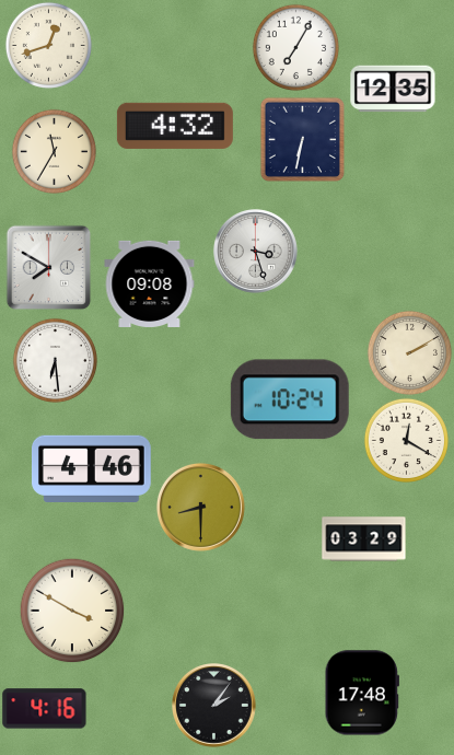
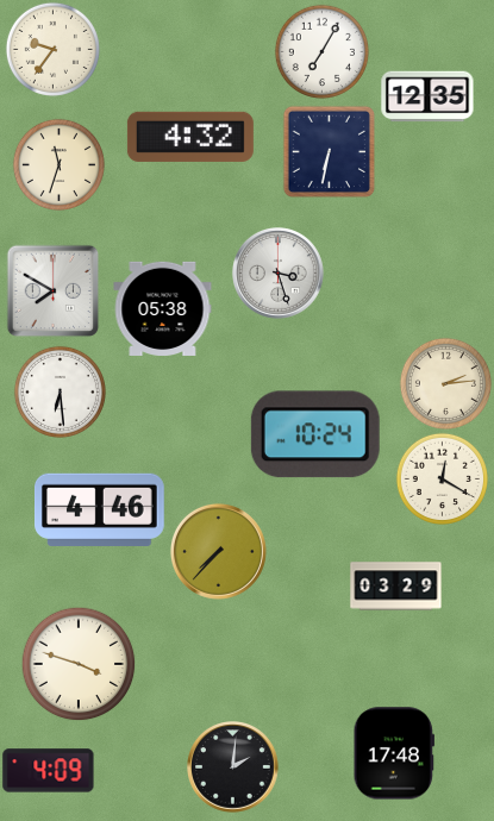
clock at (48, 45): 12:42 -> 9:36
clock at (54, 151): 11:35 -> 11:33
clock at (150, 283): 09:08 -> 05:38
clock at (409, 352): 2:10 -> 2:14
clock at (200, 507): 8:30 -> 7:37
clock at (72, 611): 3:50 -> 3:48
clock at (214, 706): 2:06 -> 2:01
clock at (45, 709): 4:16 -> 4:09
